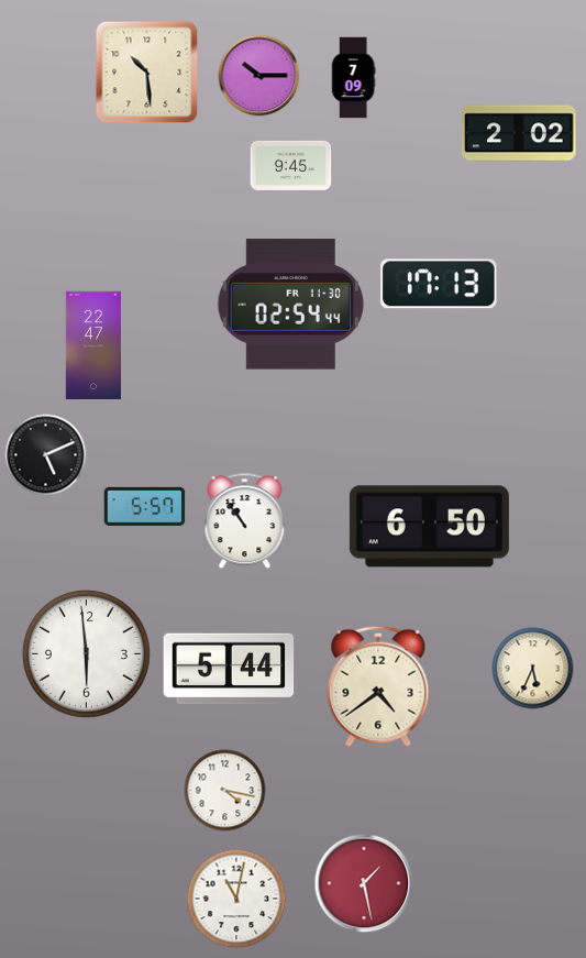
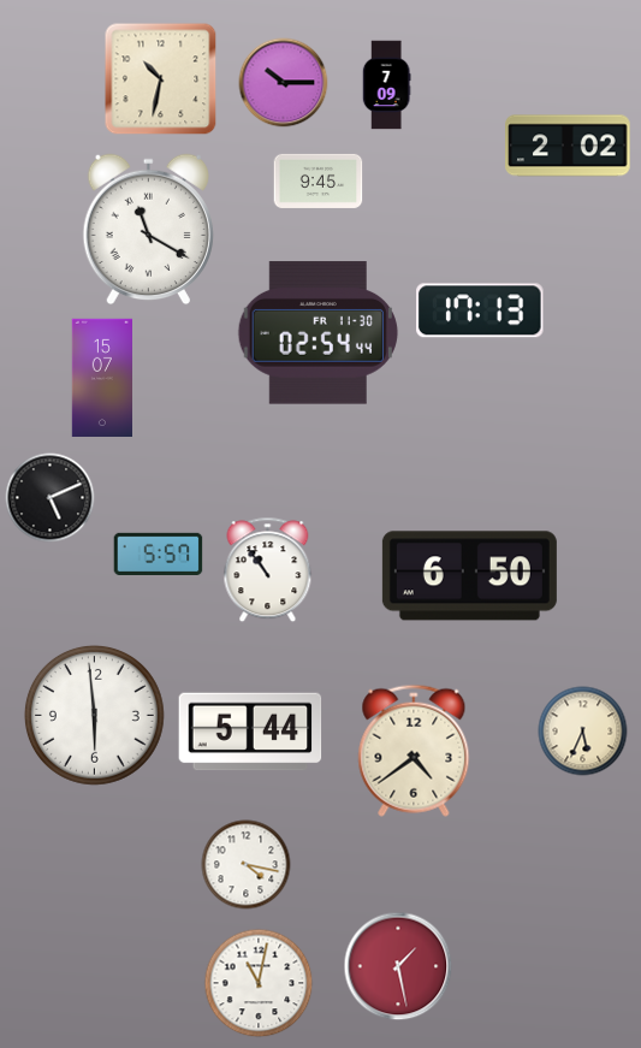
clock at (147, 73): 10:29 -> 10:32
clock at (148, 230): none -> 11:20
clock at (92, 344): 22:47 -> 15:07
